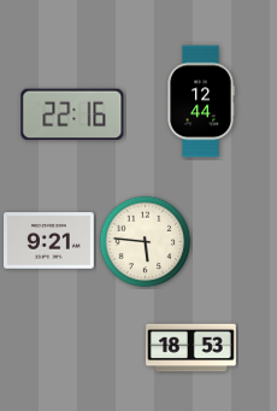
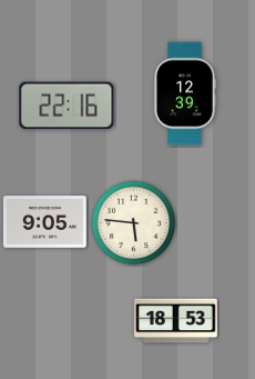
clock at (201, 101): 12:44 -> 12:39
clock at (49, 241): 9:21 -> 9:05
